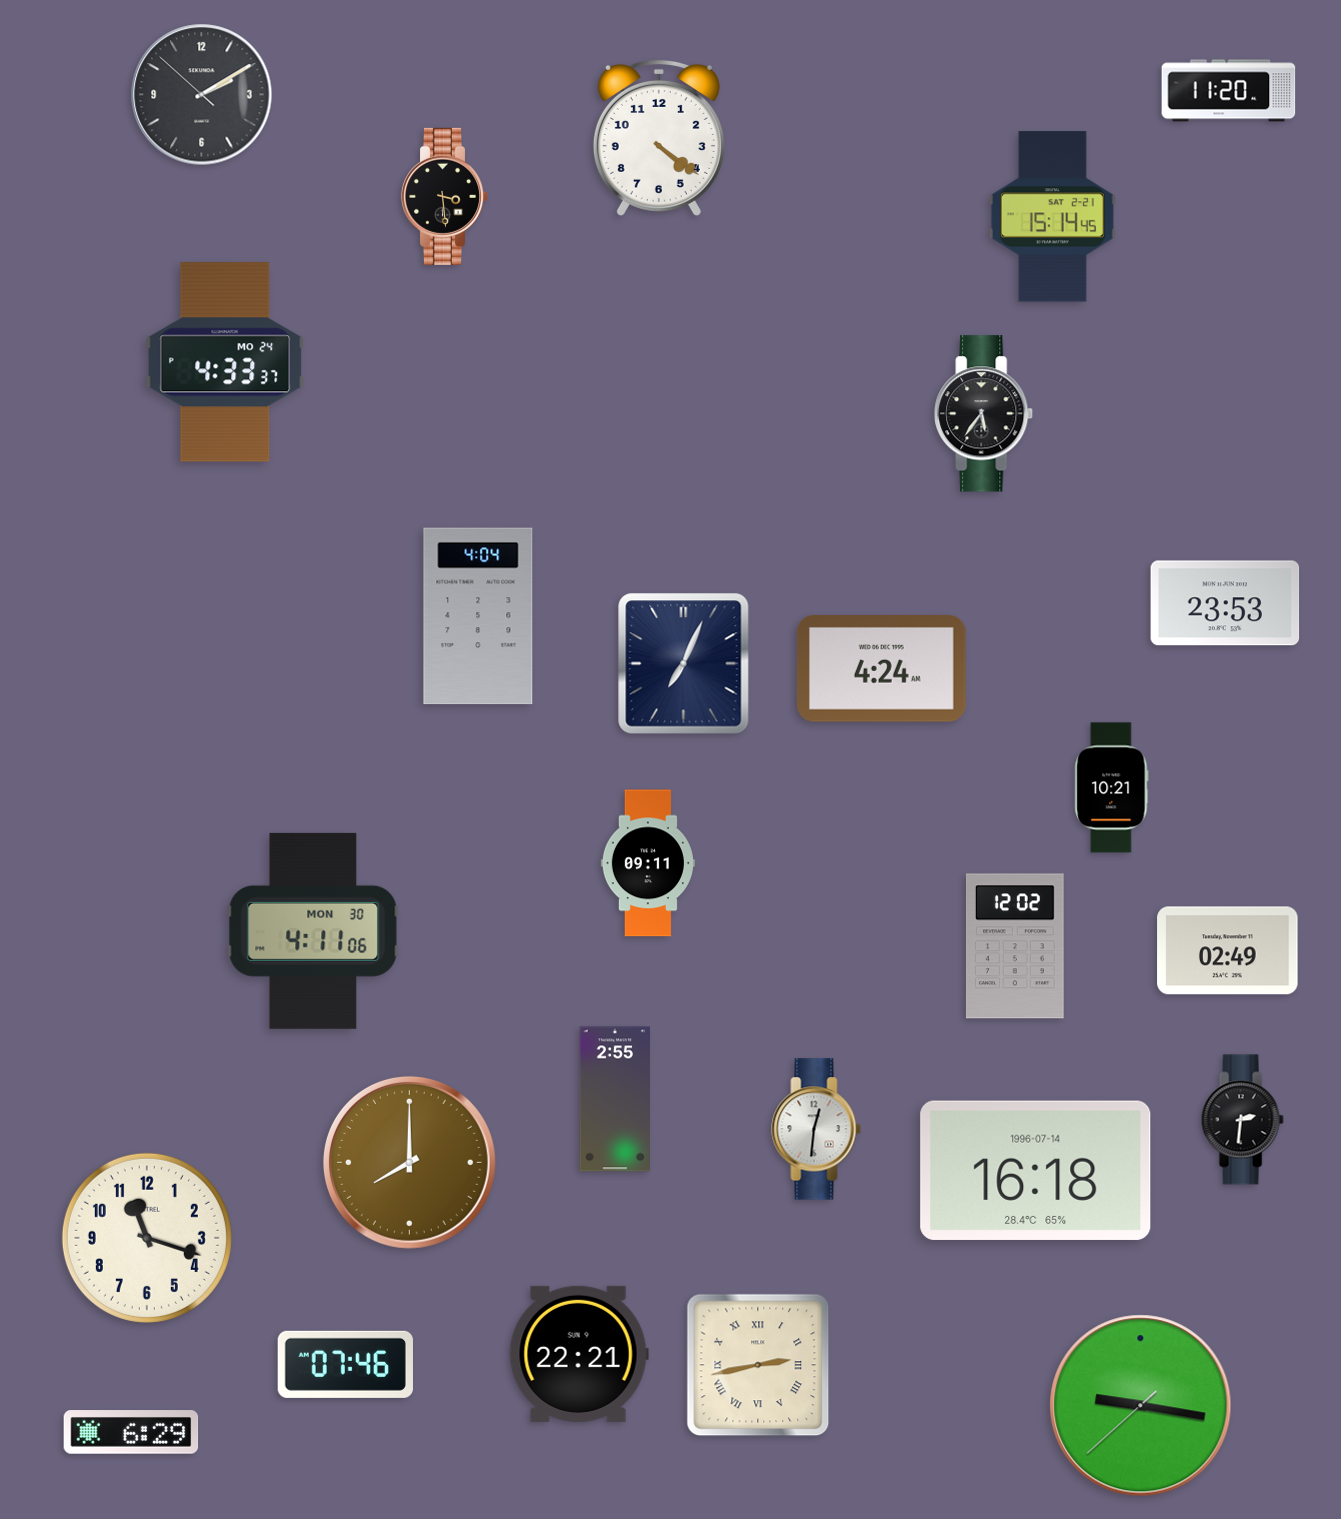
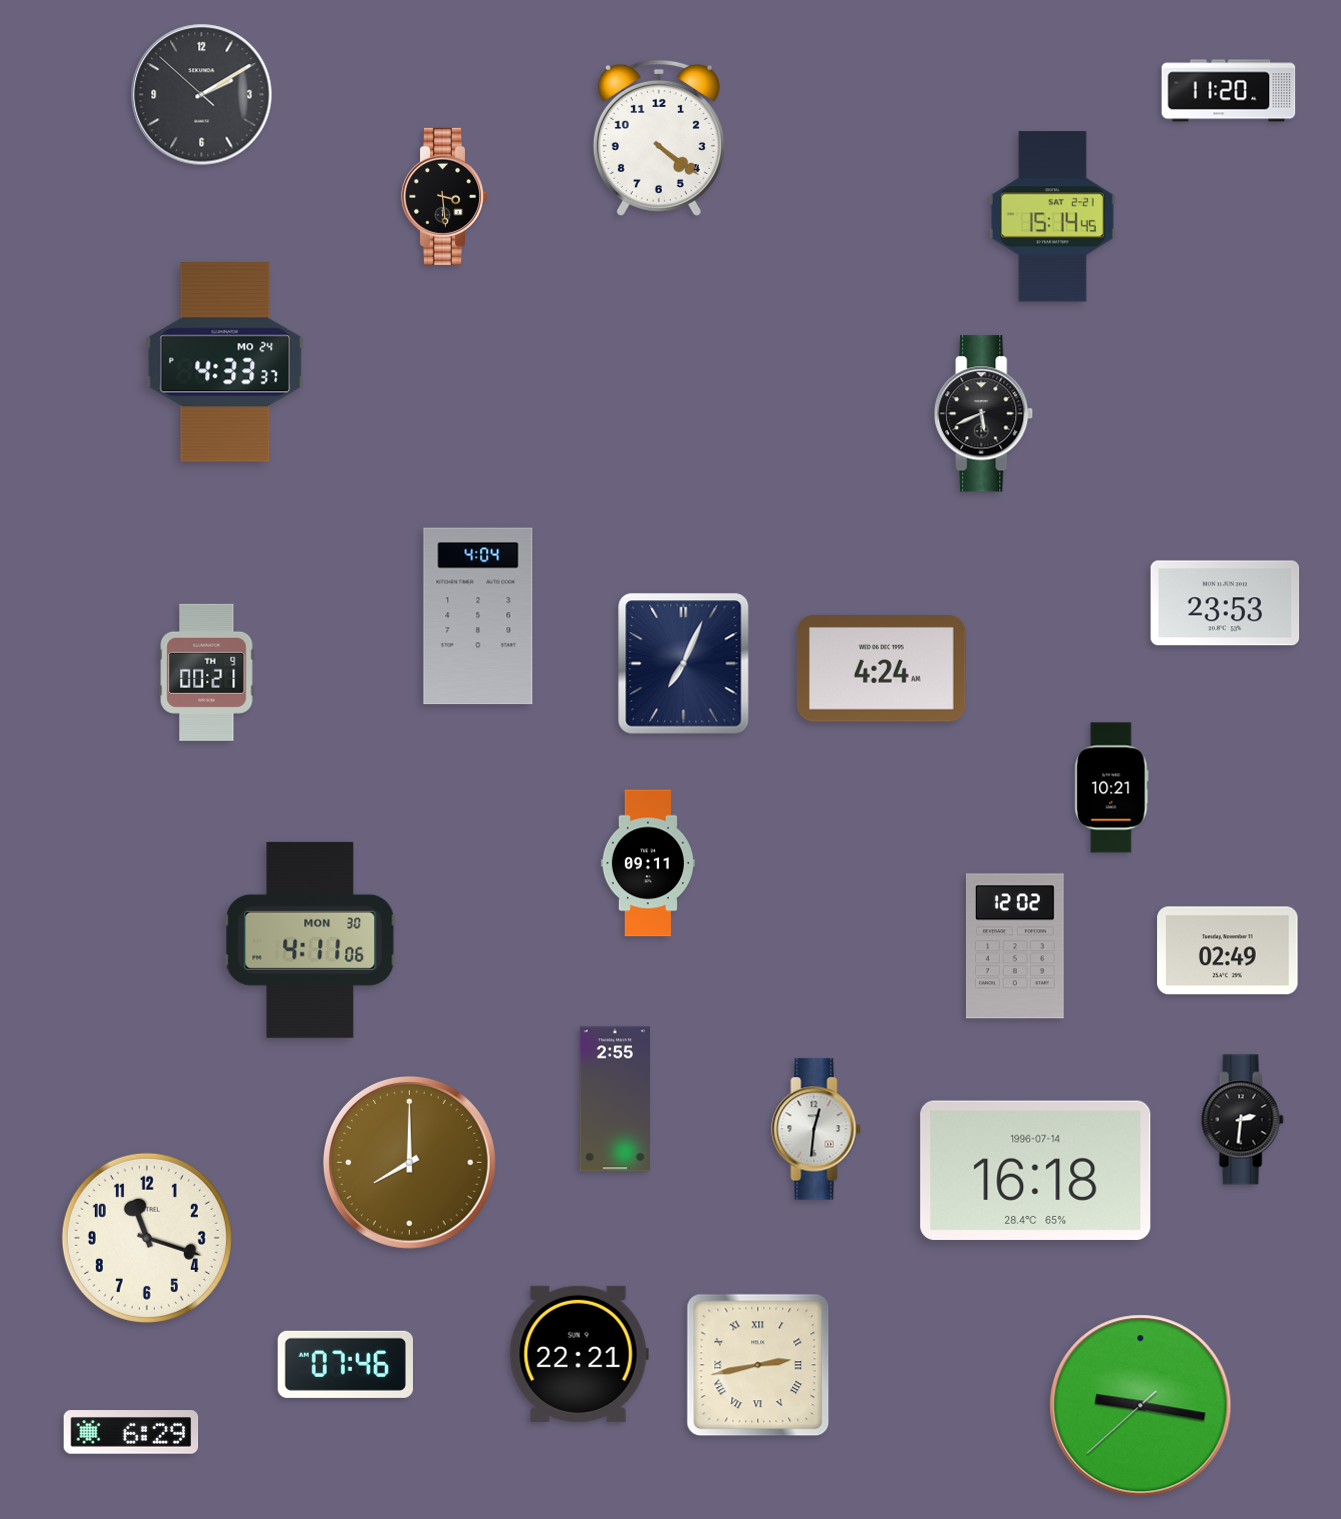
clock at (984, 414): 5:36 -> 5:41
clock at (207, 672): none -> 00:21
clock at (313, 931) position: (313, 931) -> (310, 940)
